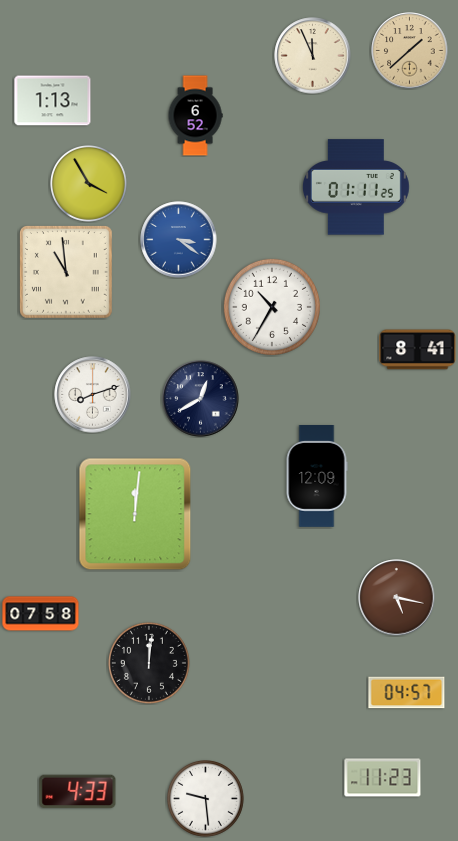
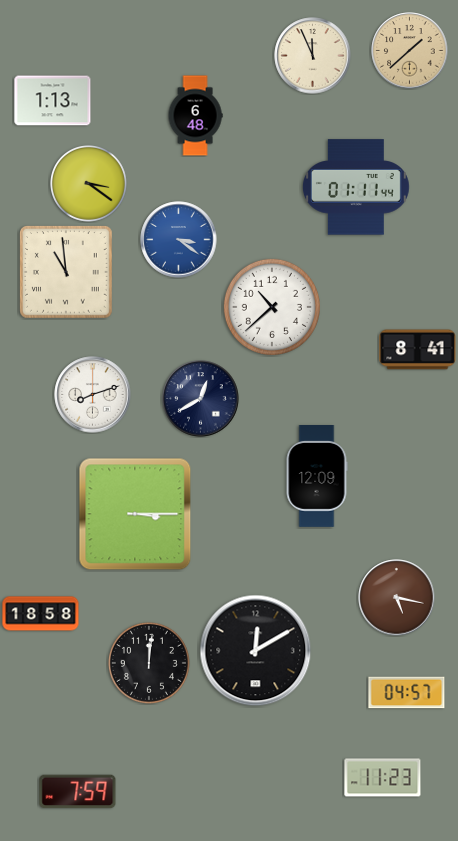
clock at (195, 116): 6:52 -> 6:48
clock at (89, 184): 3:55 -> 3:21
clock at (356, 187): 01:11:25 -> 01:11:44
clock at (272, 307): 10:35 -> 10:38
clock at (135, 514): 12:01 -> 3:15
clock at (41, 614): 07:58 -> 18:58
clock at (256, 651): none -> 12:10
clock at (78, 792): 4:33 -> 7:59
clock at (206, 799): 9:29 -> none
